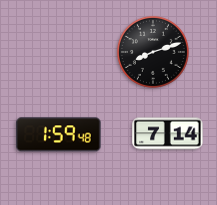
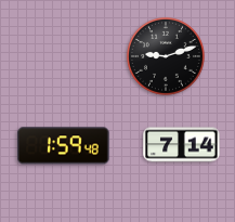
clock at (153, 52): 8:12 -> 9:12
